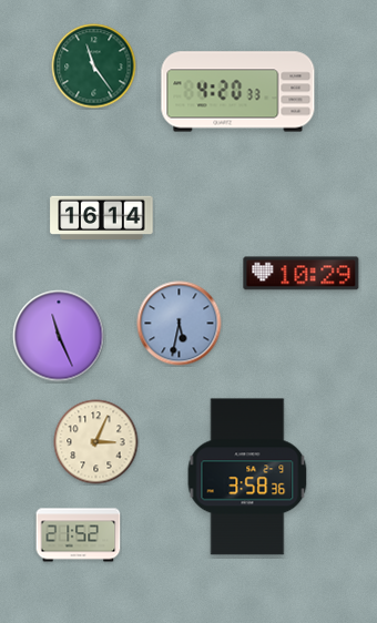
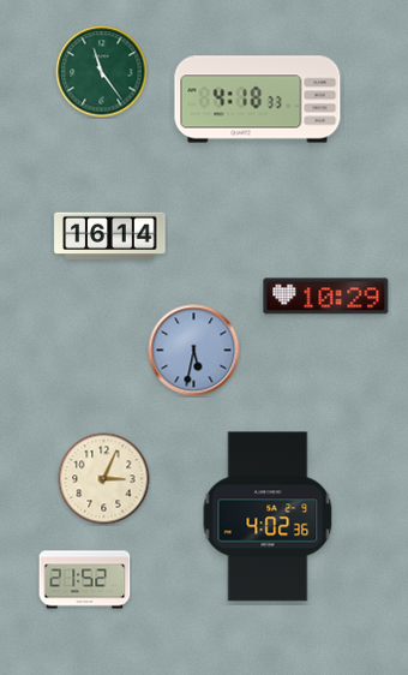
clock at (238, 92): 4:20 -> 4:18
clock at (59, 336): 11:26 -> none
clock at (247, 477): 3:58 -> 4:02
